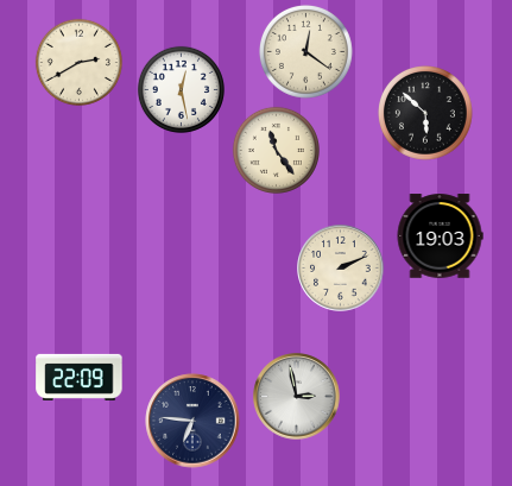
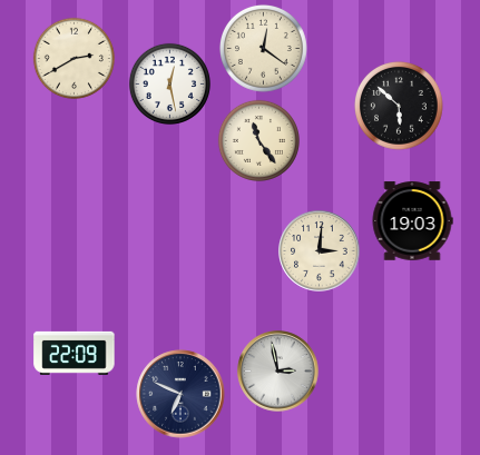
clock at (305, 51) position: (305, 51) -> (263, 48)
clock at (341, 269): 2:11 -> 3:01
clock at (192, 421): 6:46 -> 6:49
